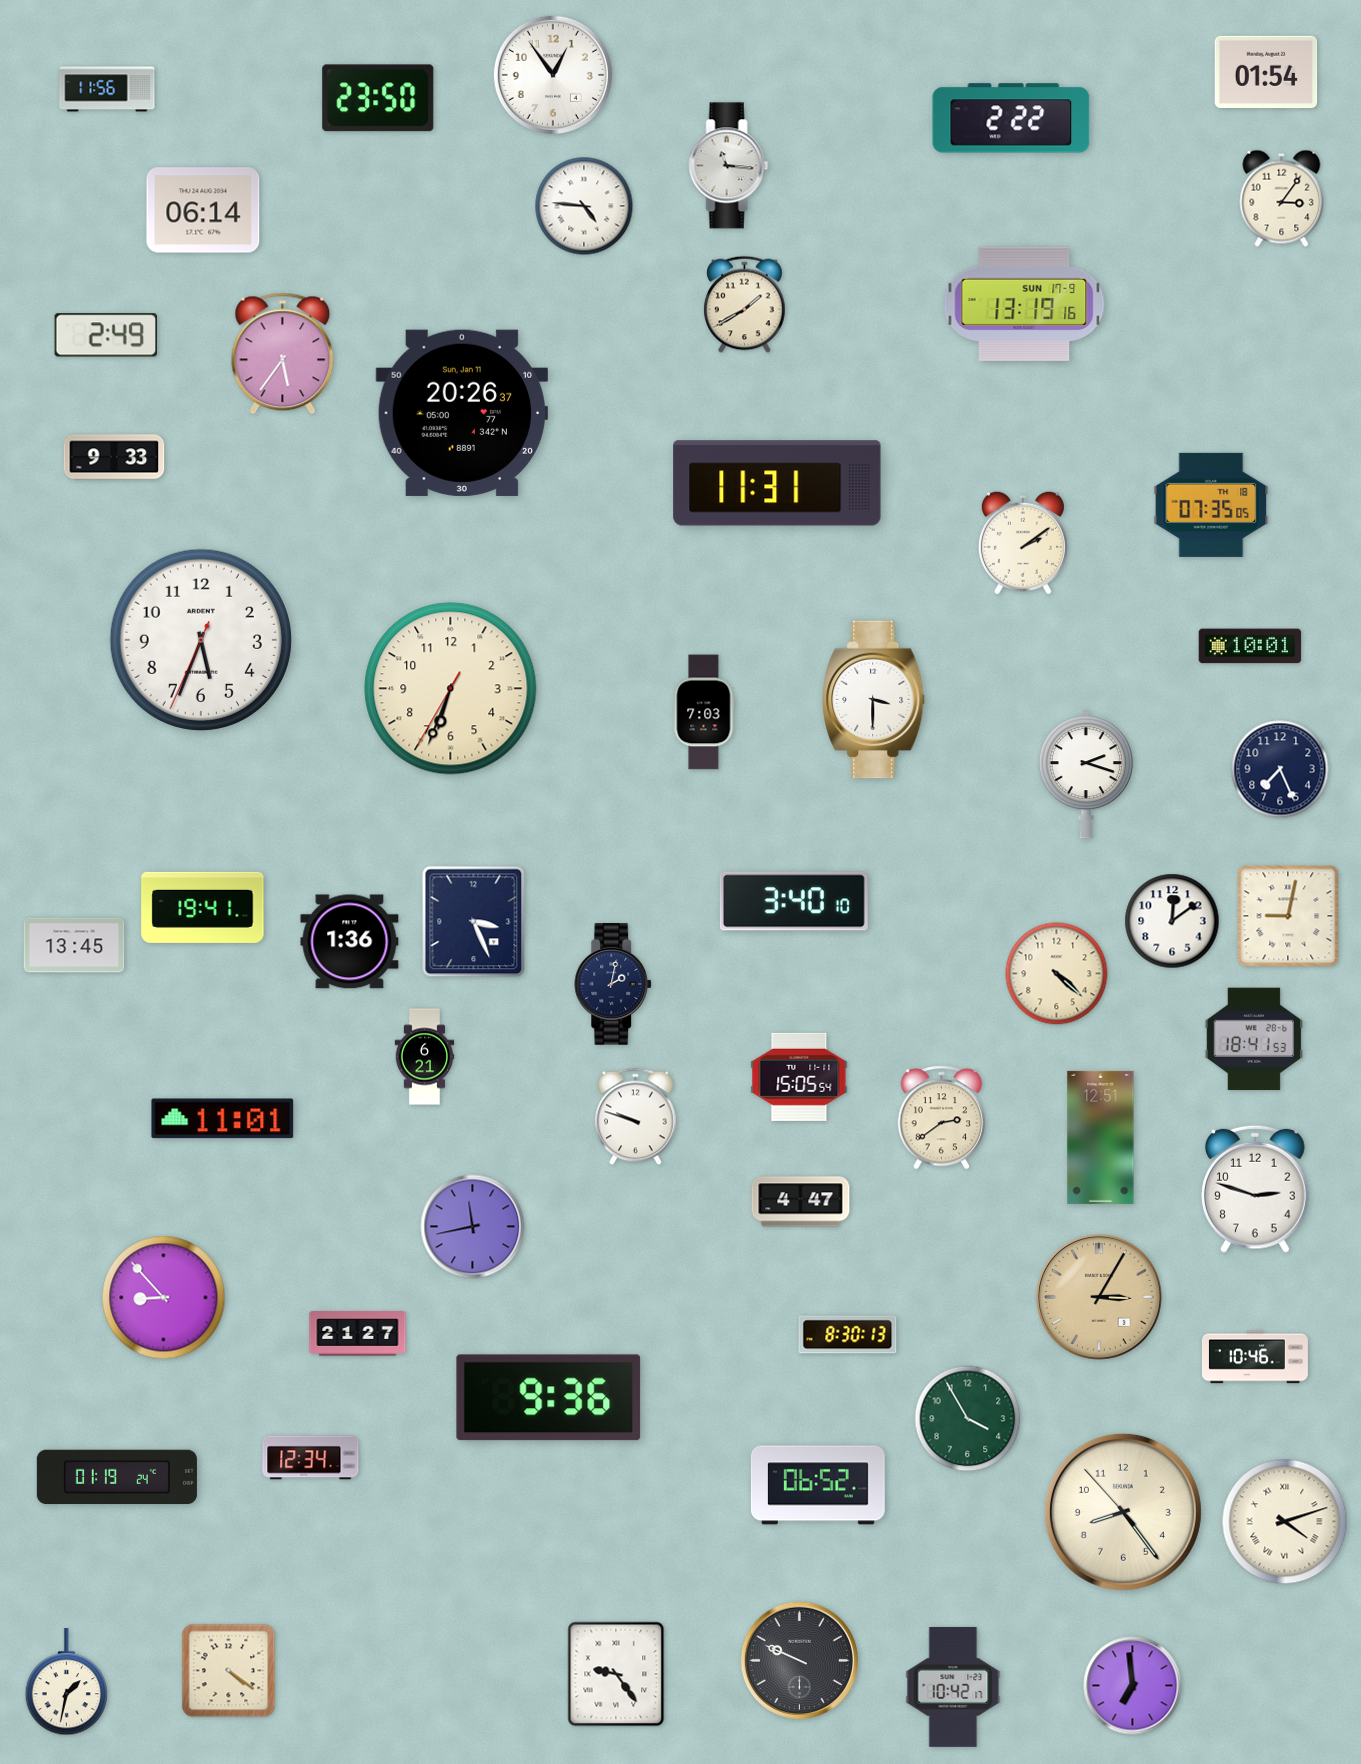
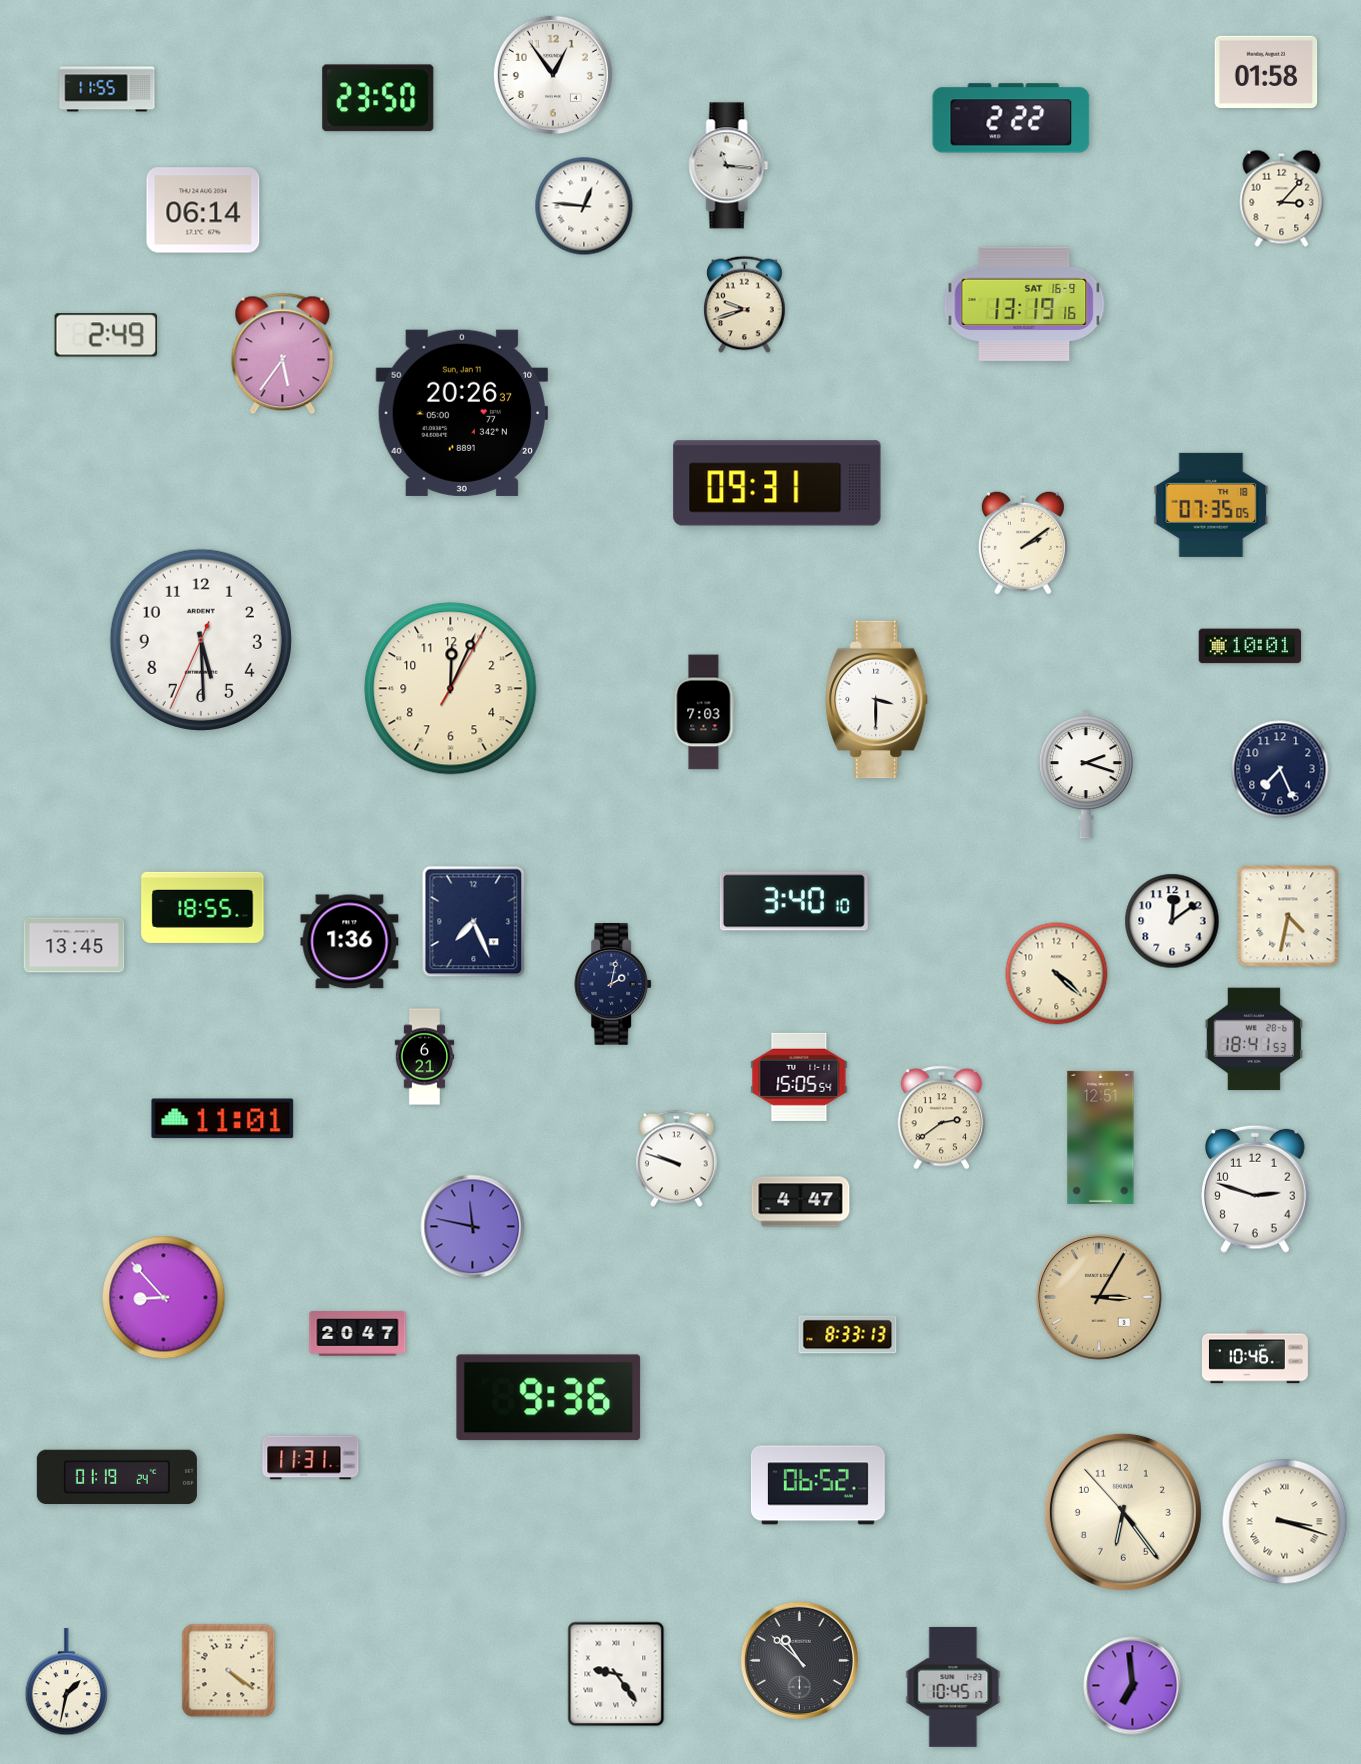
clock at (1266, 72): 01:54 -> 01:58
clock at (107, 89): 11:56 -> 11:55
clock at (1282, 198): 3:06 -> 3:07
clock at (584, 206): 4:46 -> 12:46
clock at (1024, 304) date: SUN 17-9 -> SAT 16-9
clock at (745, 305): 1:40 -> 9:42
clock at (114, 457): 9:33 -> none
clock at (777, 483): 11:31 -> 09:31
clock at (201, 640): 5:33 -> 5:29
clock at (451, 689): 6:33 -> 12:04
clock at (874, 700) position: (874, 700) -> (877, 700)
clock at (203, 907): 19:41 -> 18:55
clock at (1288, 916): 9:02 -> 4:32
clock at (474, 922): 3:26 -> 7:26
clock at (636, 1117) position: (636, 1117) -> (677, 1159)
clock at (473, 1227): 11:43 -> 11:47
clock at (358, 1334): 21:27 -> 20:47
clock at (848, 1335): 8:30 -> 8:33
clock at (968, 1419): 3:55 -> none
clock at (311, 1458): 12:34 -> 11:31
clock at (1123, 1512): 8:23 -> 6:23
clock at (1285, 1522): 4:12 -> 3:18
clock at (799, 1660): 9:49 -> 10:52
clock at (953, 1687): 10:42 -> 10:45
